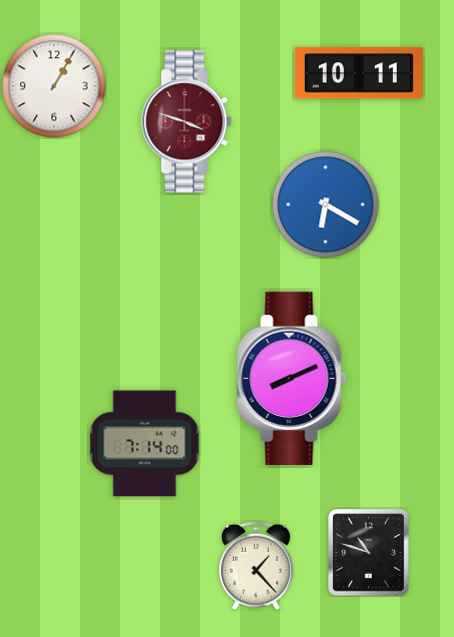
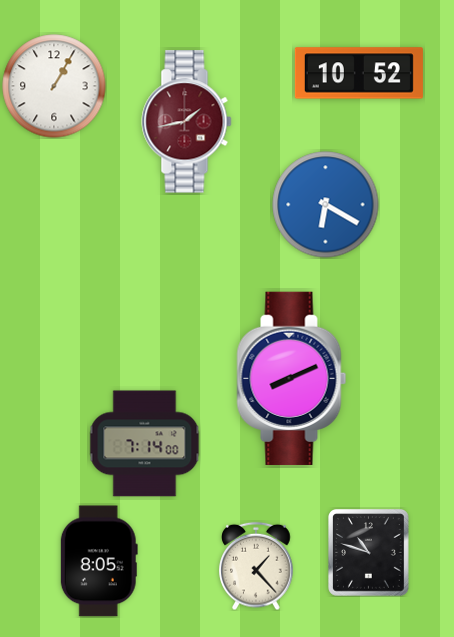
clock at (359, 73): 10:11 -> 10:52
clock at (187, 122): 3:48 -> 1:43
clock at (99, 561): none -> 8:05
